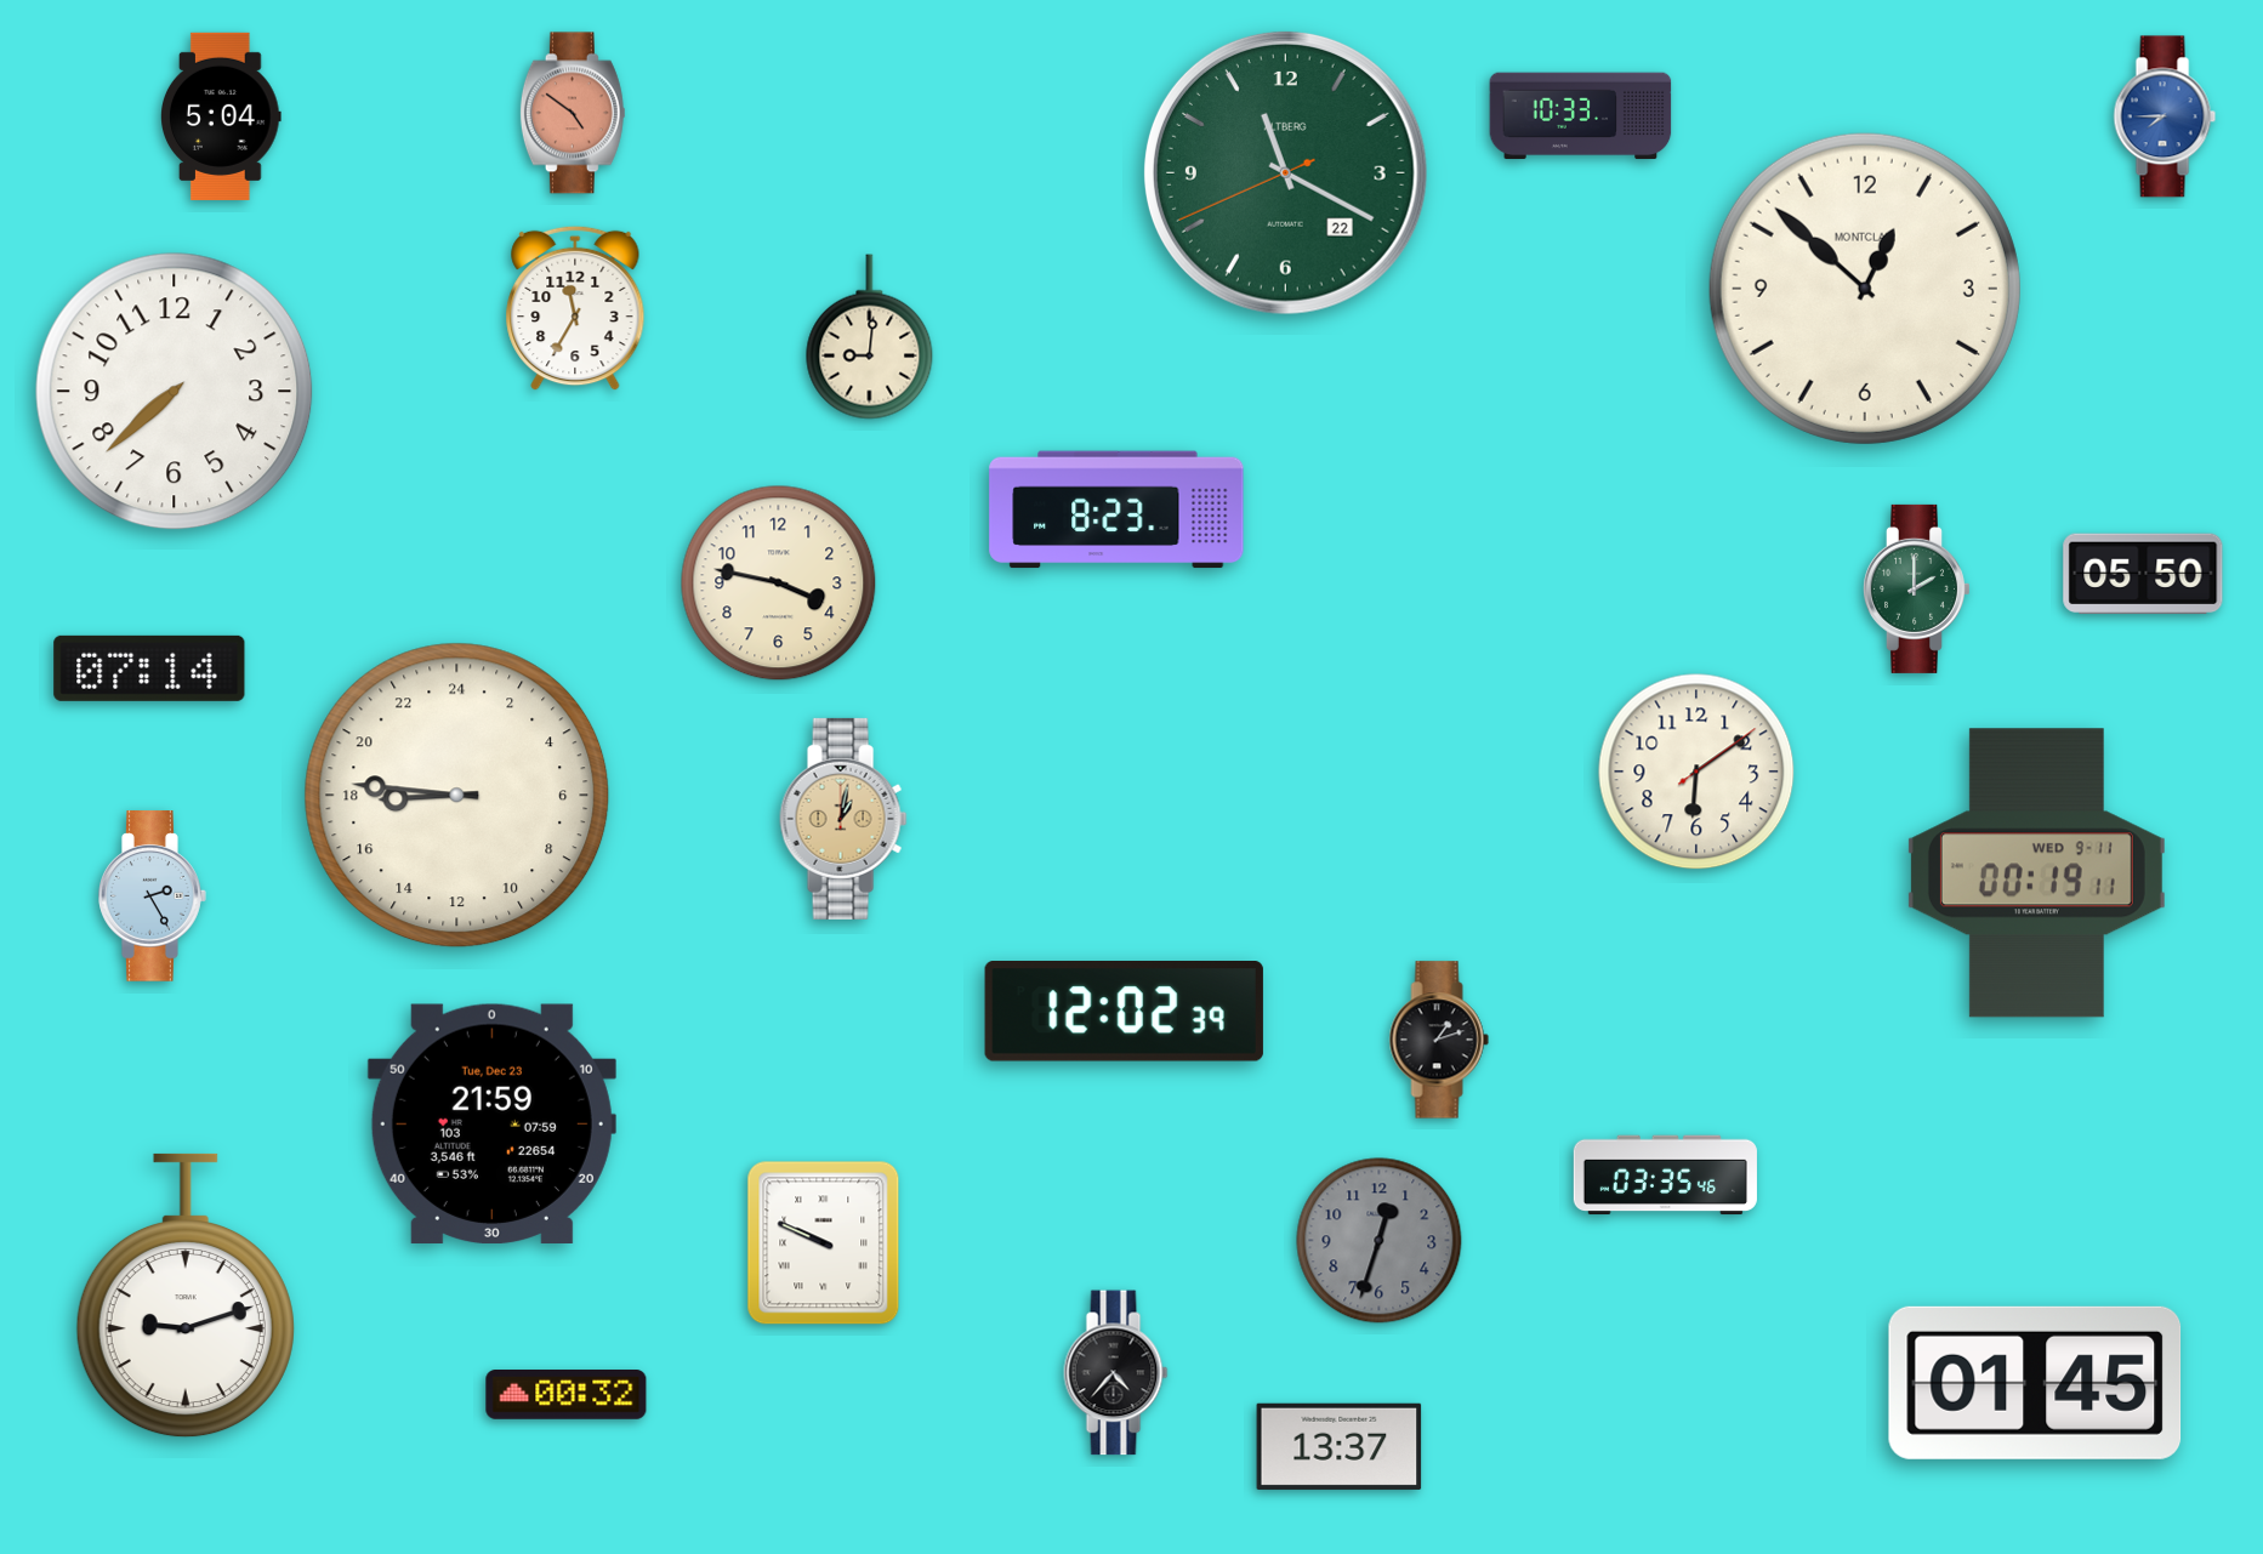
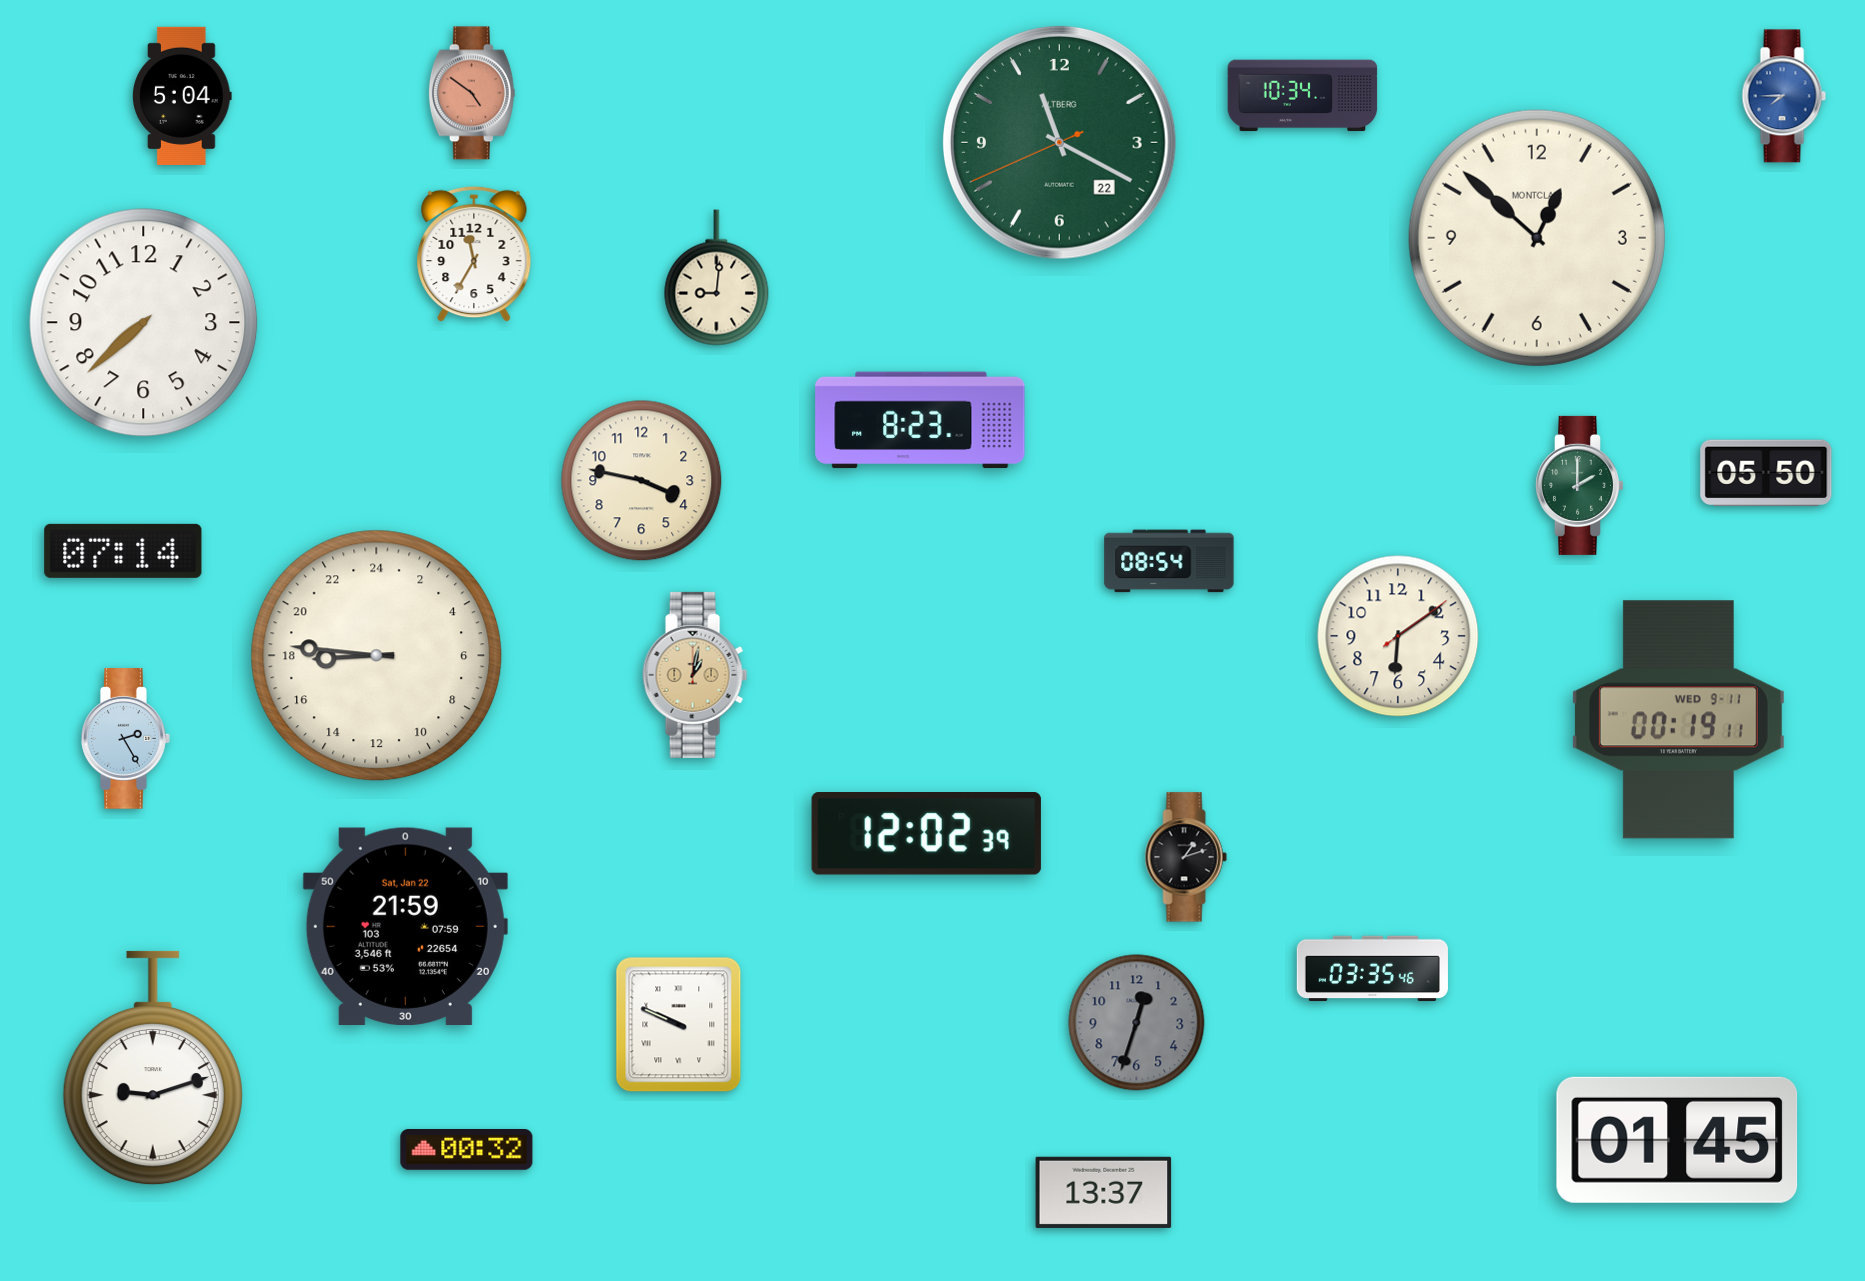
clock at (1581, 116): 10:33 -> 10:34
clock at (1169, 561): none -> 08:54
clock at (491, 1123) date: Tue, Dec 23 -> Sat, Jan 22
clock at (1116, 1373): 4:37 -> none
